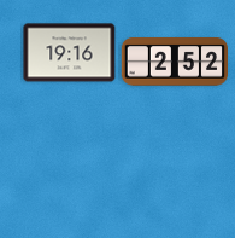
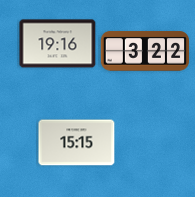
clock at (174, 62): 2:52 -> 3:22
clock at (77, 143): none -> 15:15
